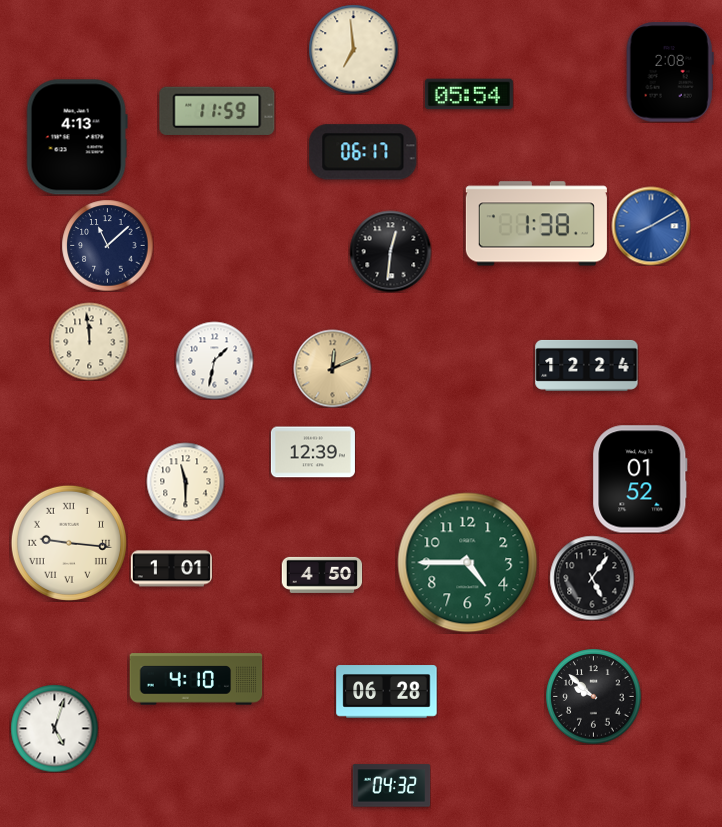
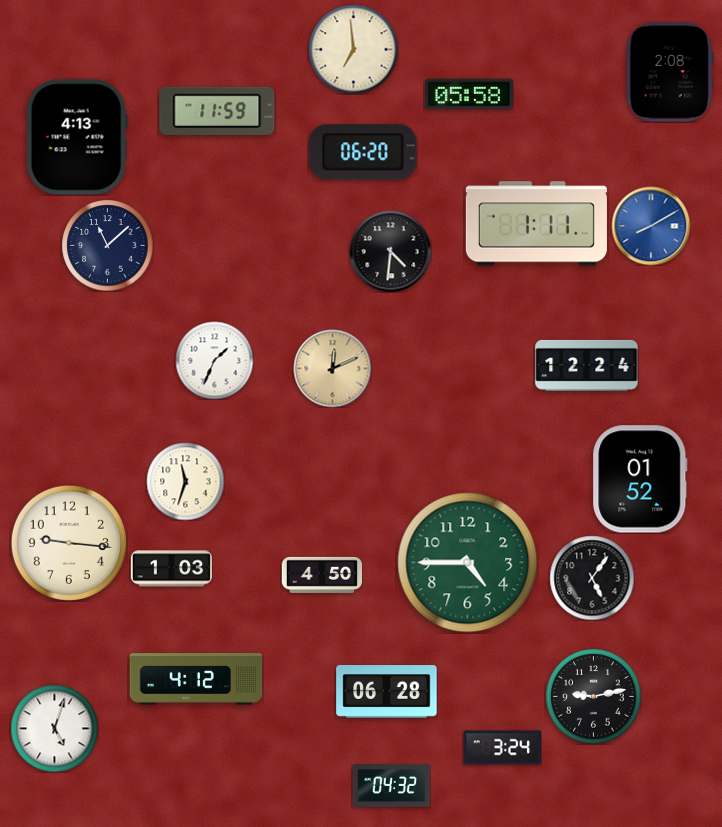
clock at (469, 94): 05:54 -> 05:58
clock at (363, 152): 06:17 -> 06:20
clock at (536, 224): 1:38 -> 1:11
clock at (390, 251): 12:31 -> 4:31
clock at (89, 341): 11:59 -> none
clock at (214, 360): 1:32 -> 1:34
clock at (313, 452): 12:39 -> none
clock at (185, 481): 11:30 -> 11:33
clock at (69, 543) numerals: Roman -> Arabic
clock at (171, 569): 1:01 -> 1:03
clock at (196, 679): 4:10 -> 4:12
clock at (593, 696): 9:52 -> 9:13
clock at (502, 748): none -> 3:24
